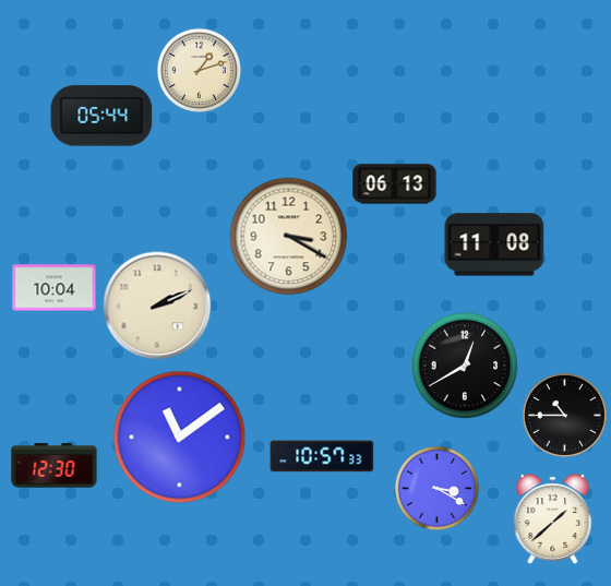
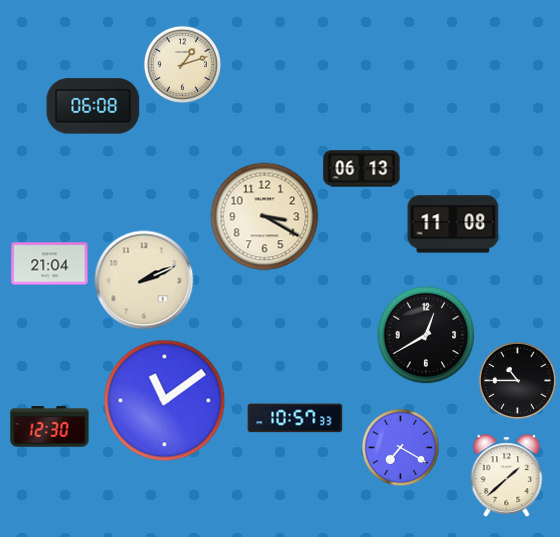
clock at (101, 116): 05:44 -> 06:08
clock at (55, 288): 10:04 -> 21:04
clock at (436, 488): 3:20 -> 7:20
